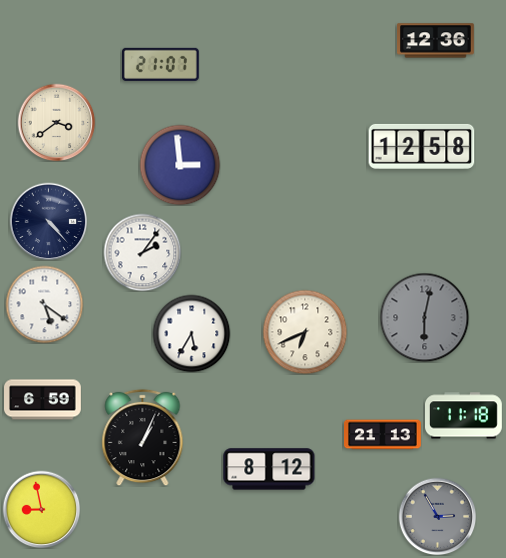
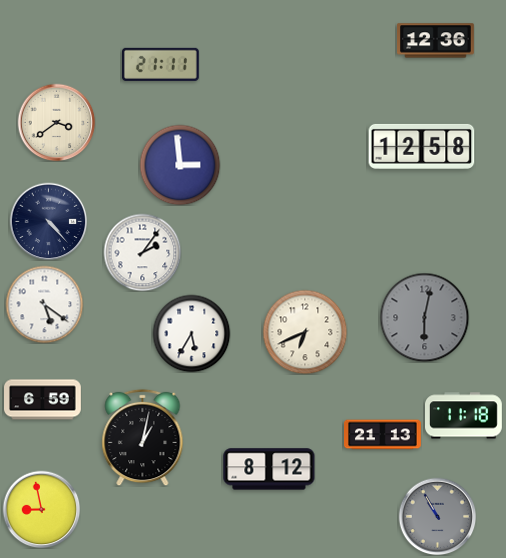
clock at (160, 64): 21:07 -> 21:11
clock at (143, 437): 1:04 -> 1:02
clock at (437, 516): 2:55 -> 10:55
